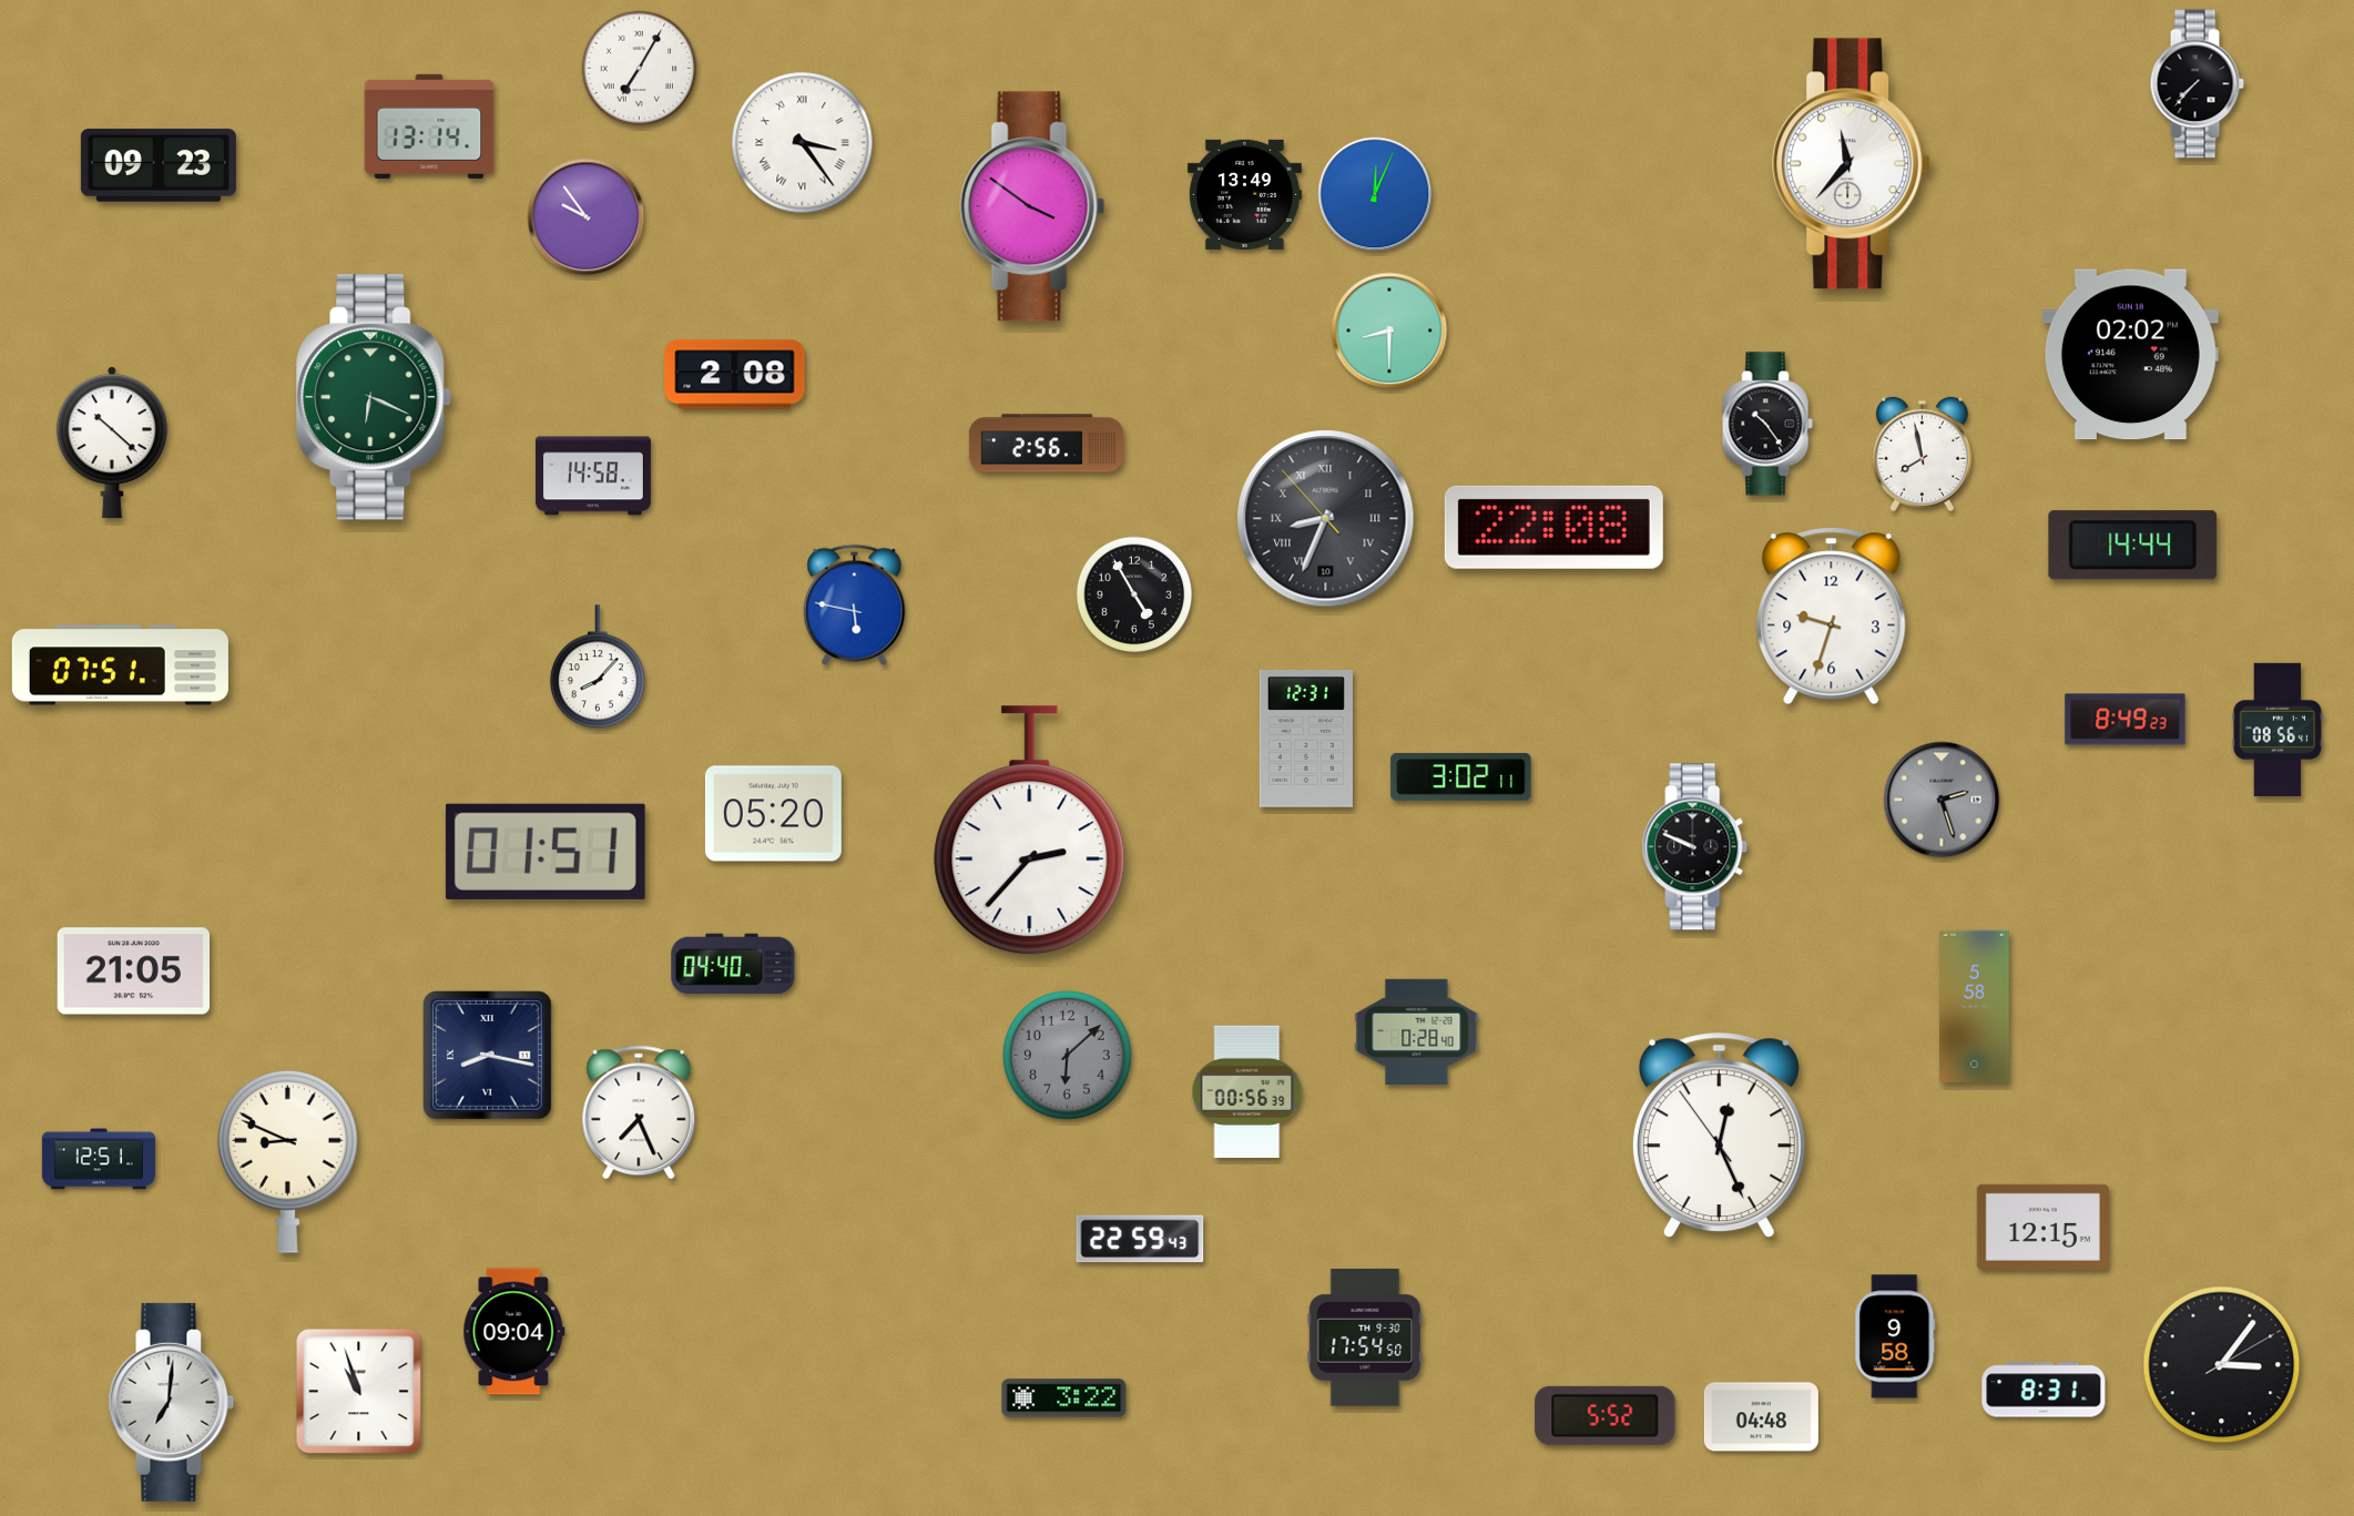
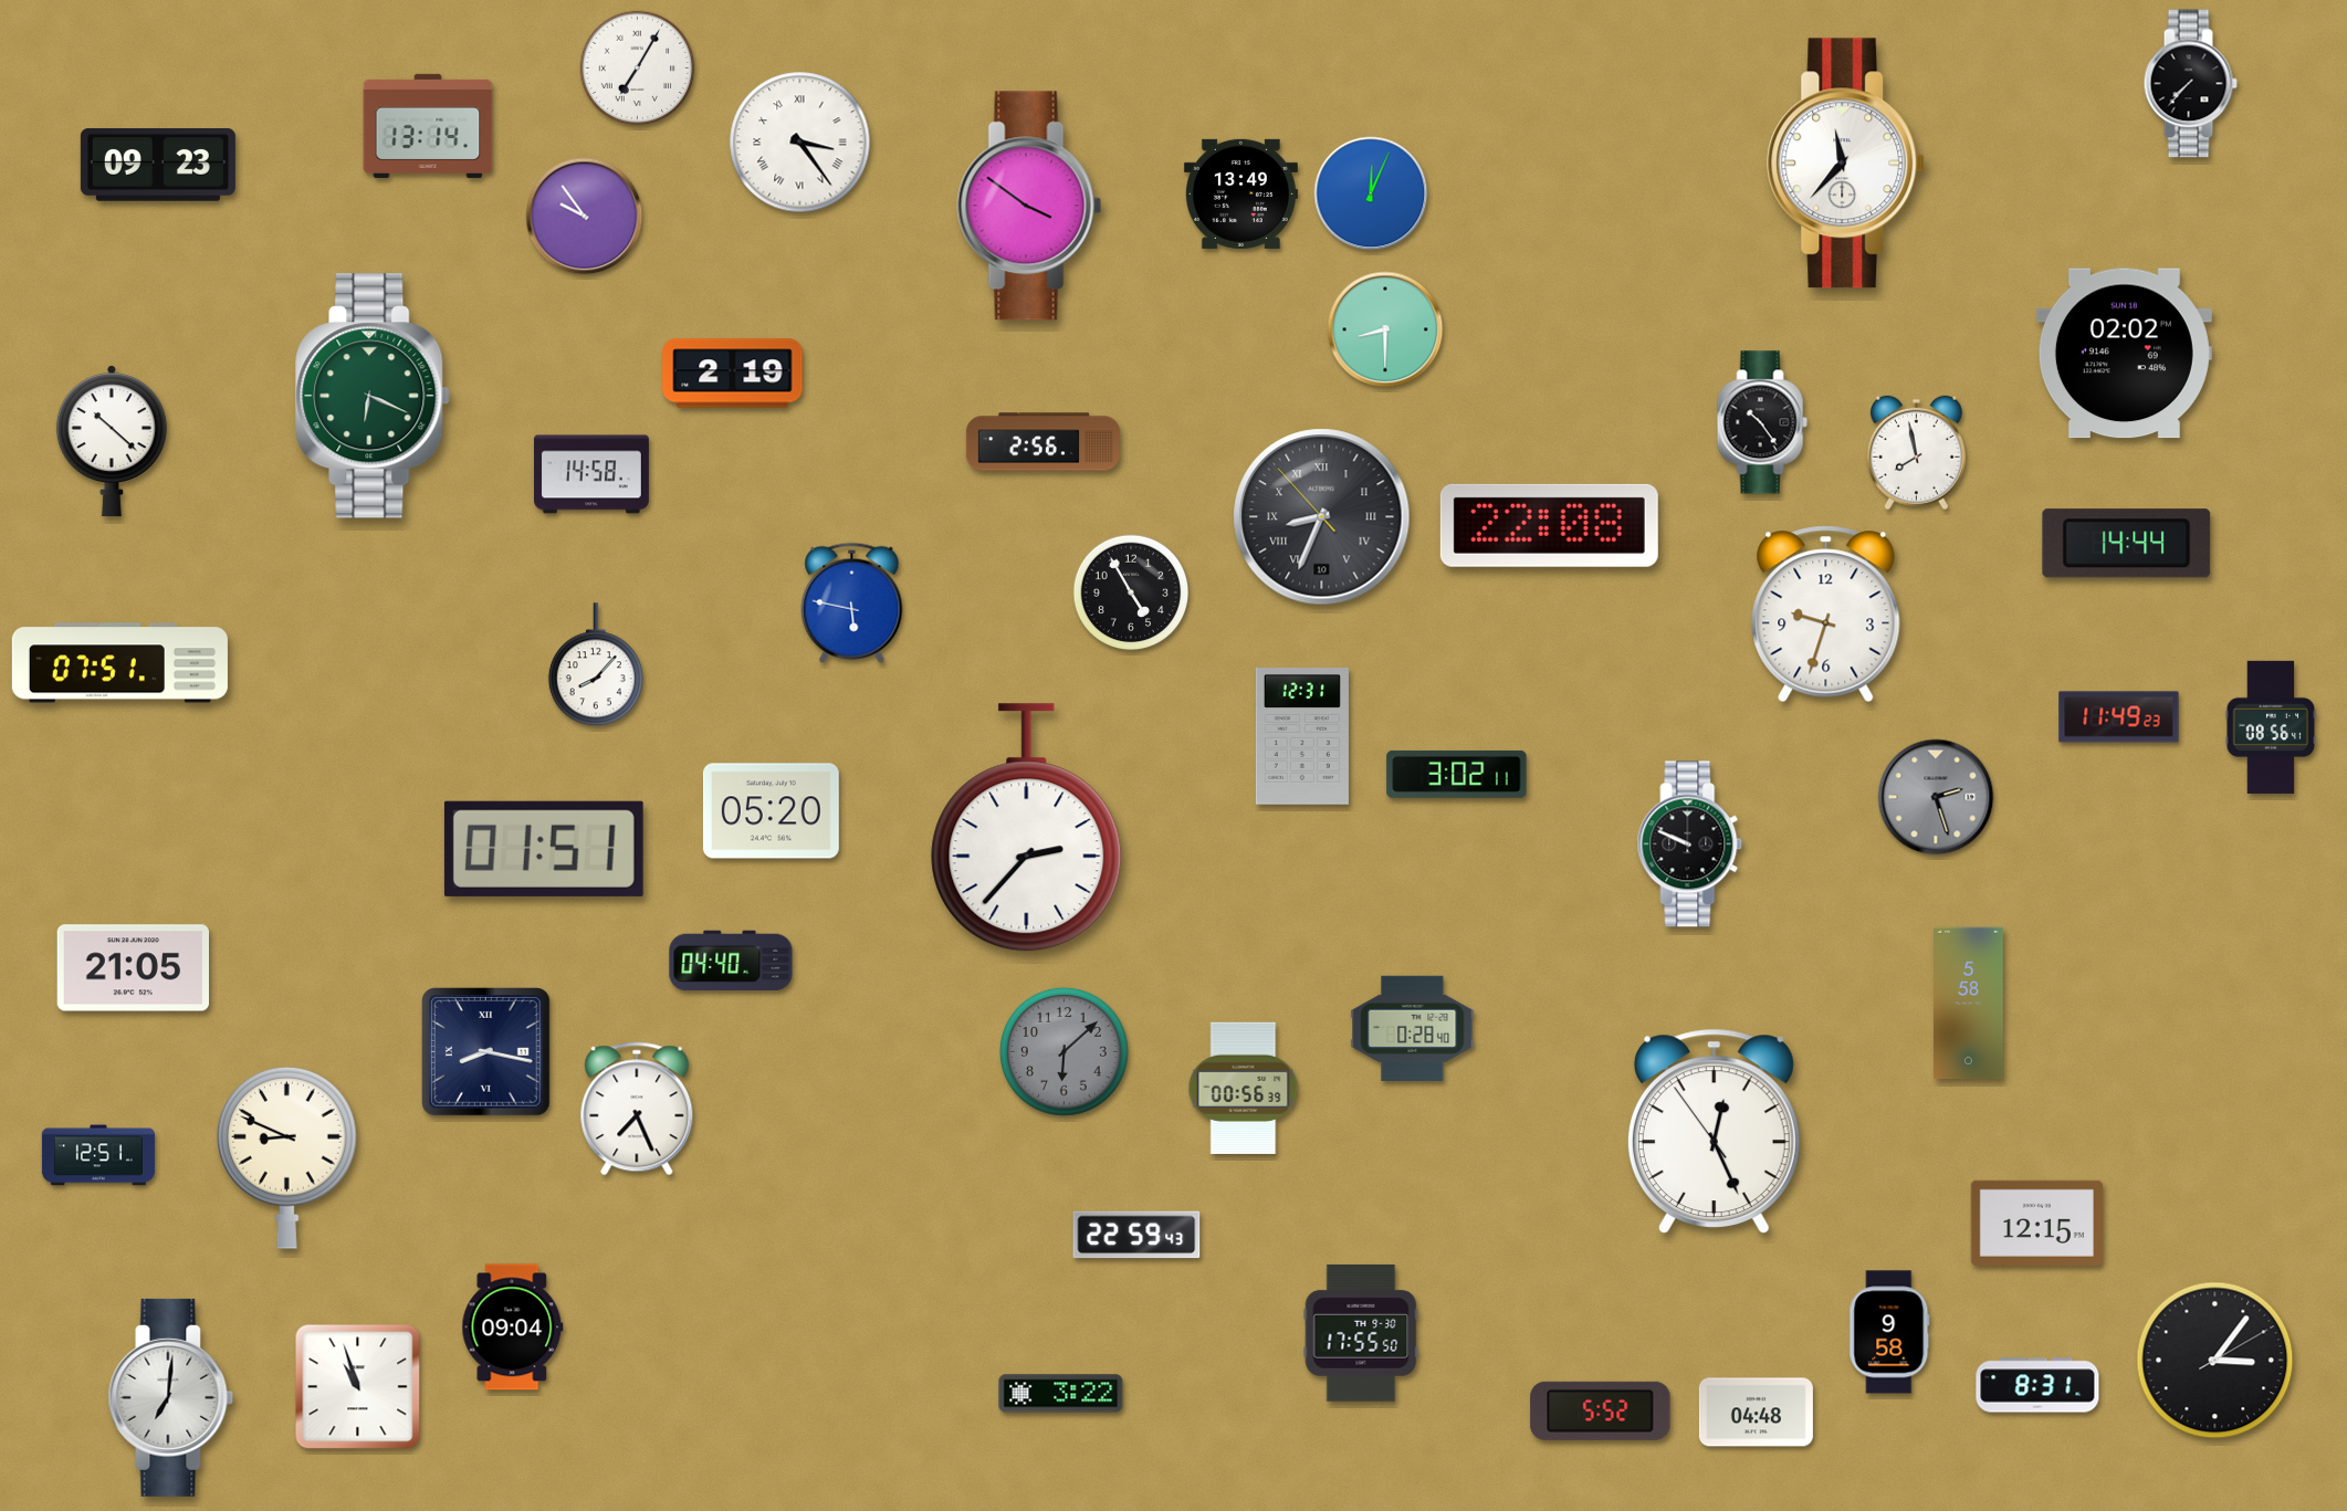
clock at (735, 375): 2:08 -> 2:19
clock at (2126, 720): 8:49 -> 11:49
clock at (1365, 1337): 17:54 -> 17:55
